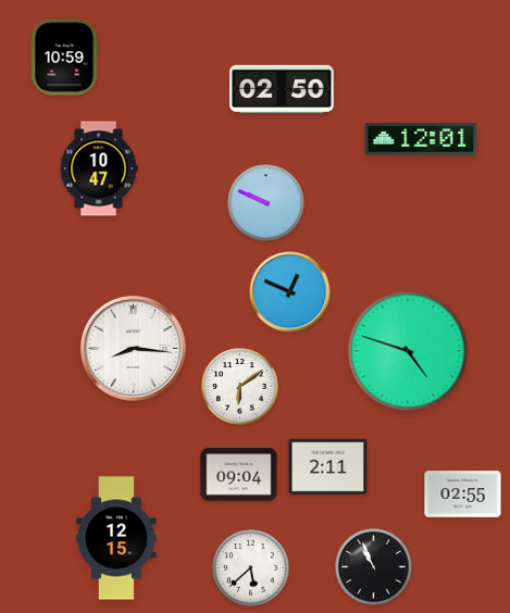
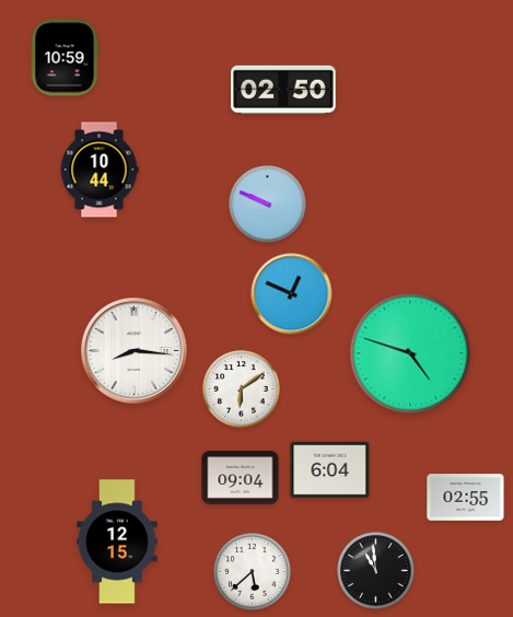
clock at (421, 139): 12:01 -> none
clock at (99, 168): 10:47 -> 10:44
clock at (328, 467): 2:11 -> 6:04
clock at (374, 567): 10:56 -> 10:59
